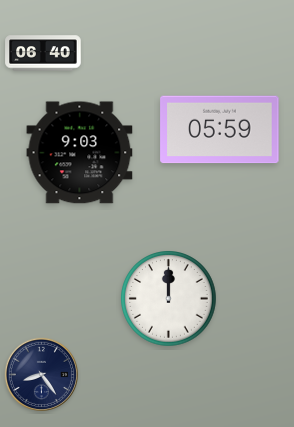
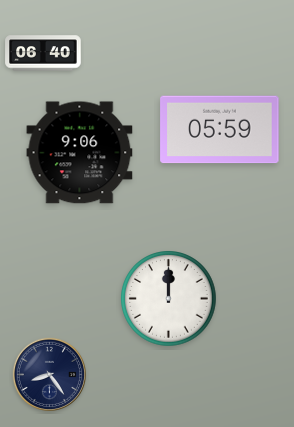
clock at (80, 153): 9:03 -> 9:06
clock at (41, 374) position: (41, 374) -> (49, 374)
